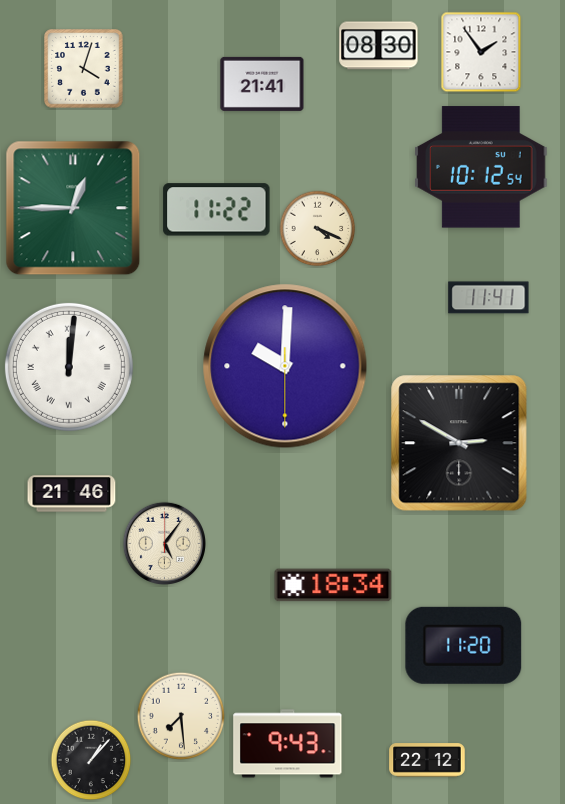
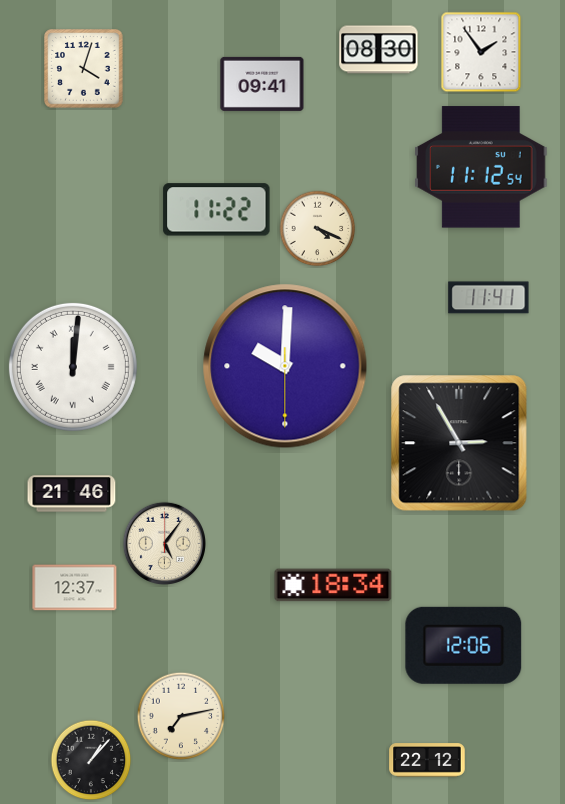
clock at (379, 46) position: (379, 46) -> (379, 50)
clock at (262, 84): 21:41 -> 09:41
clock at (481, 167): 10:12 -> 11:12
clock at (73, 208): 12:45 -> none
clock at (69, 367) position: (69, 367) -> (73, 367)
clock at (459, 443): 2:50 -> 2:55
clock at (75, 588): none -> 12:37
clock at (464, 645): 11:20 -> 12:06
clock at (181, 716): 7:29 -> 7:13
clock at (288, 744): 9:43 -> none
